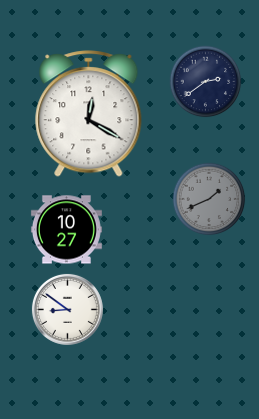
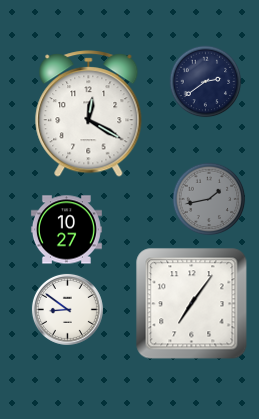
clock at (209, 199): 1:41 -> 1:43
clock at (192, 304): none -> 7:06
